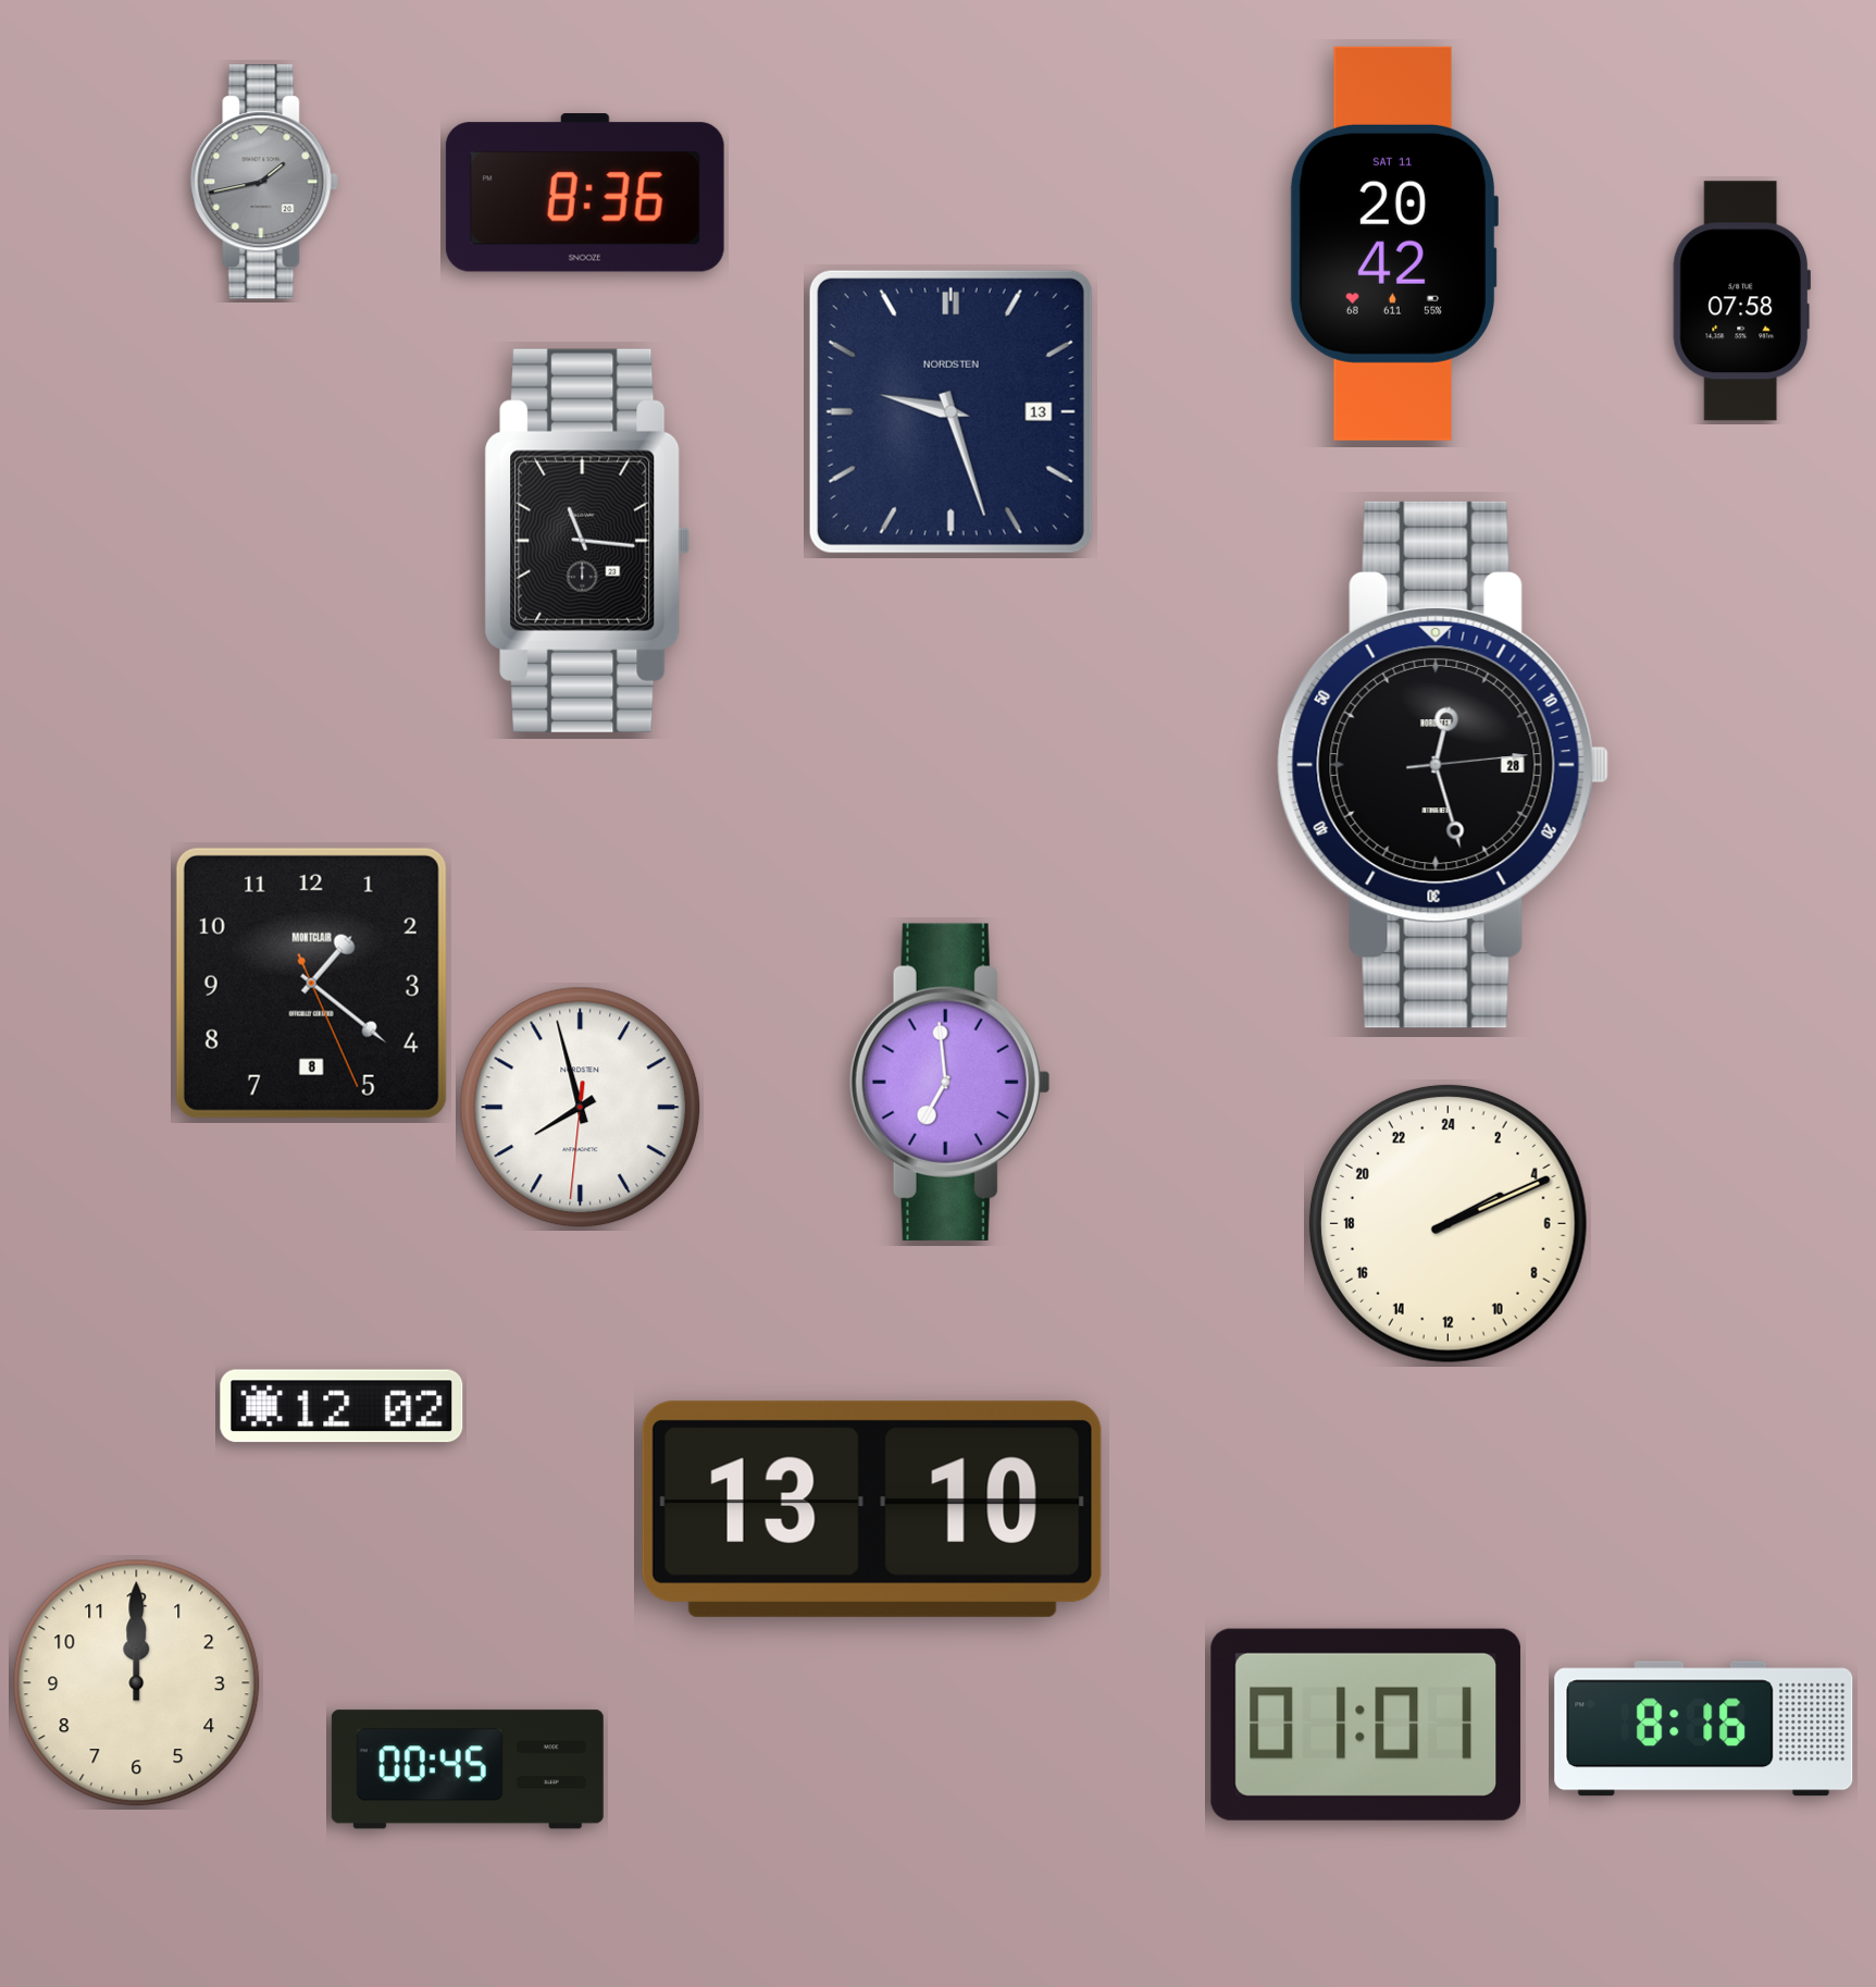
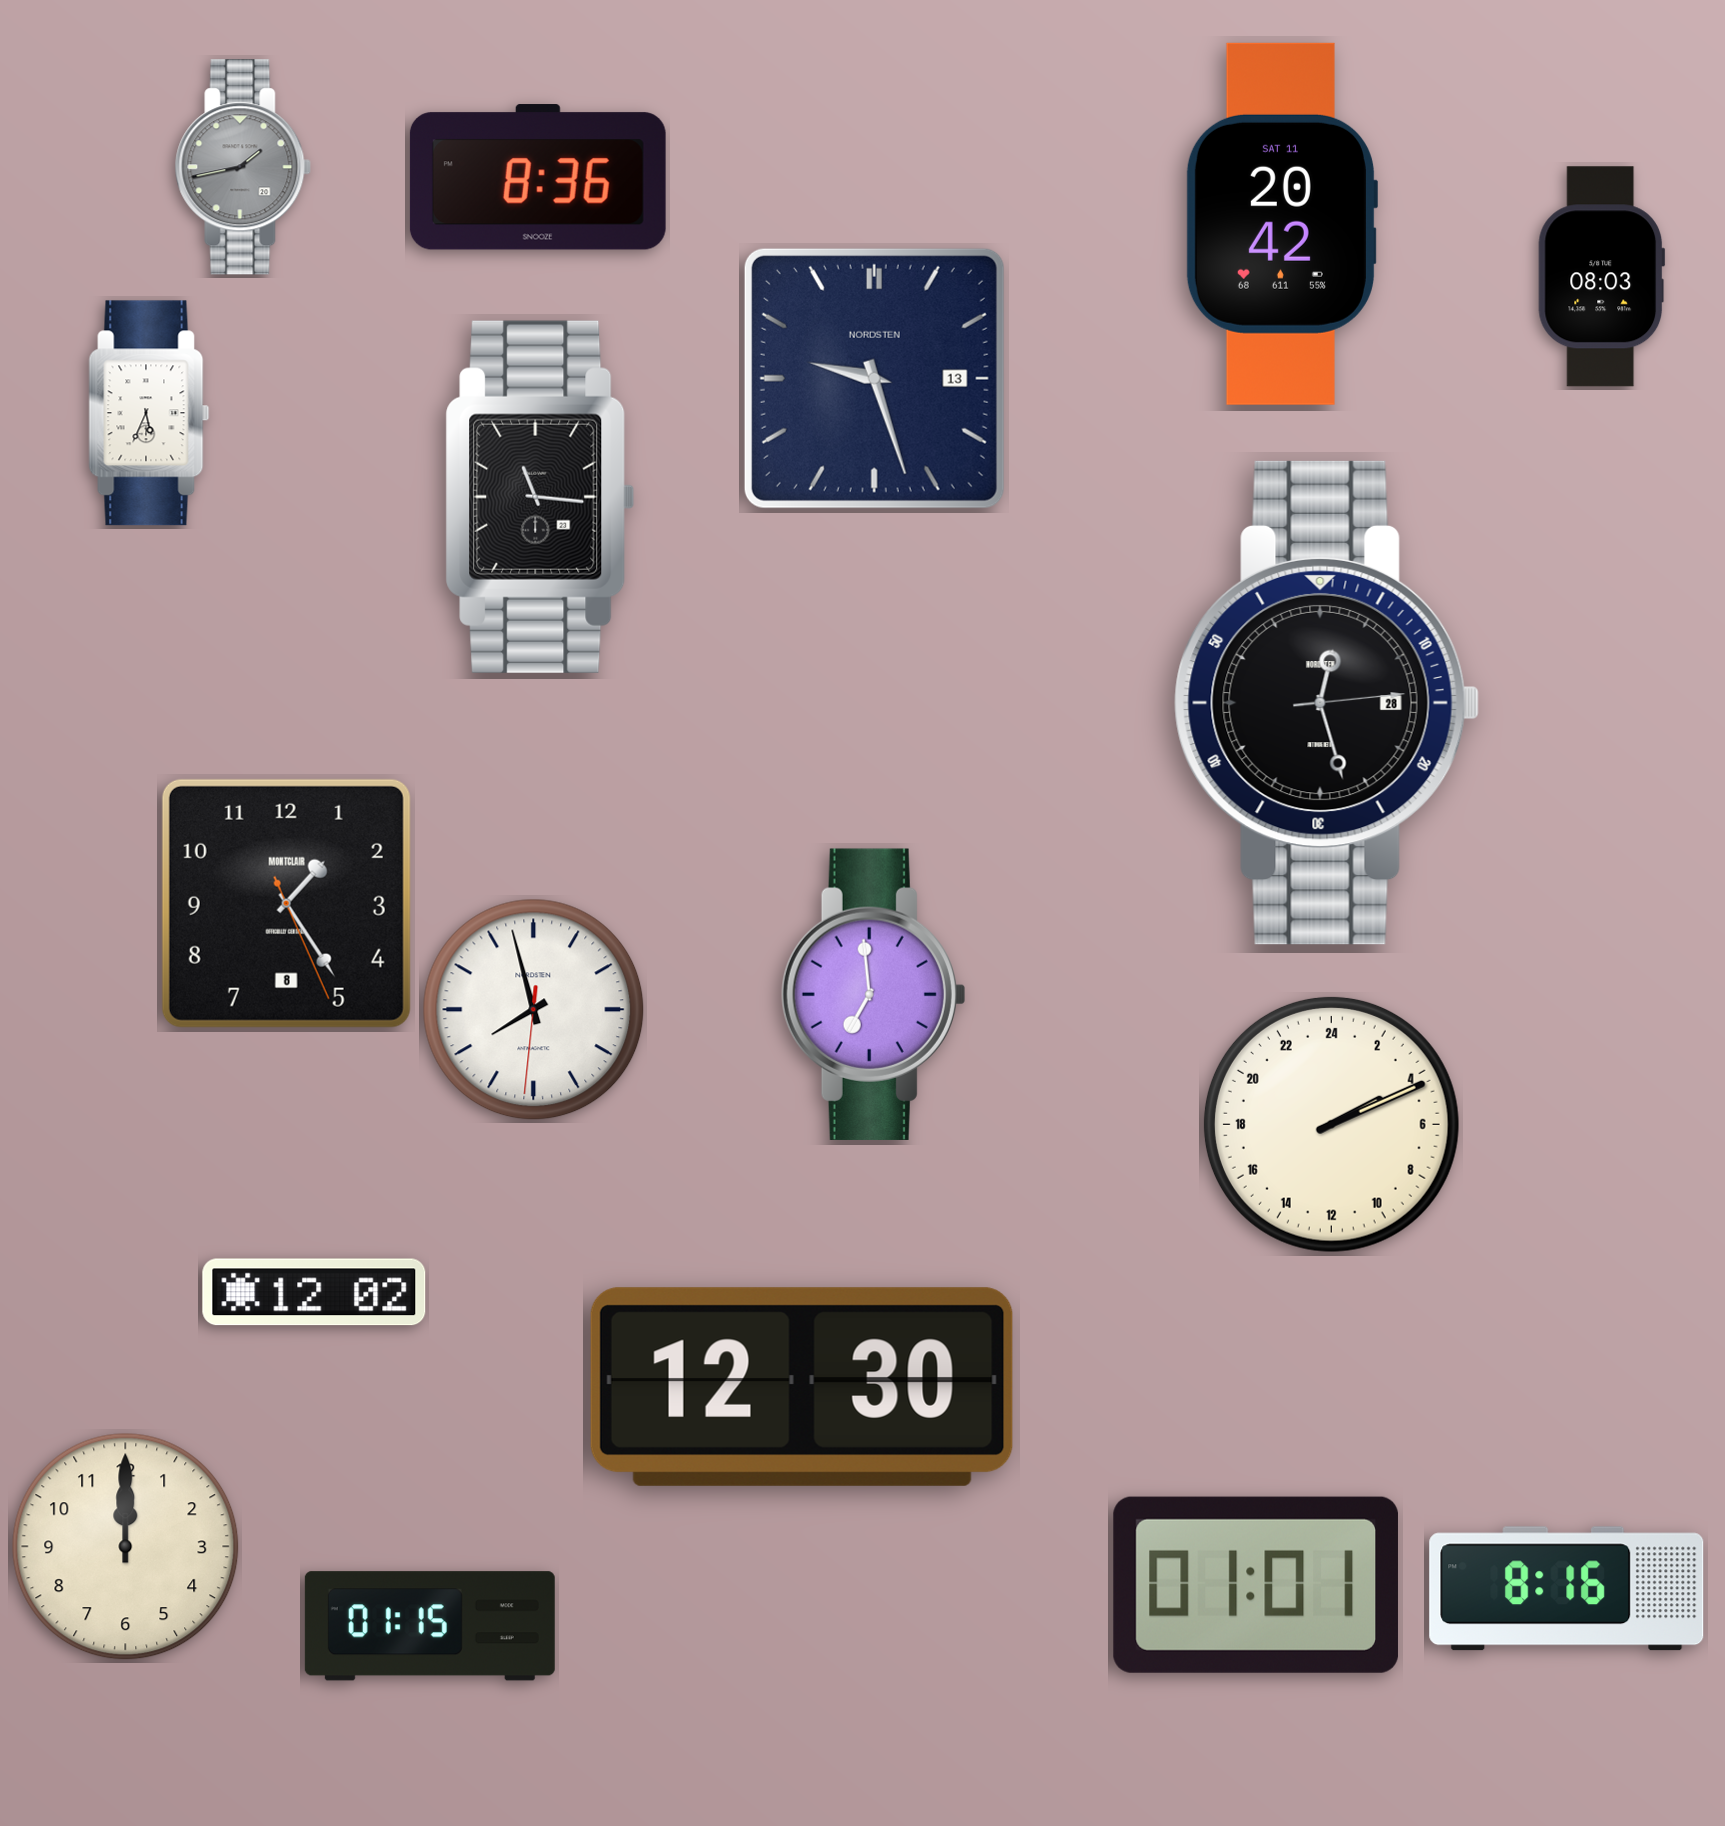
clock at (1742, 301): 07:58 -> 08:03
clock at (149, 413): none -> 5:34
clock at (311, 983): 1:21 -> 1:24
clock at (581, 1108) position: (581, 1108) -> (534, 1010)
clock at (872, 1509): 13:10 -> 12:30
clock at (468, 1769): 00:45 -> 01:15
